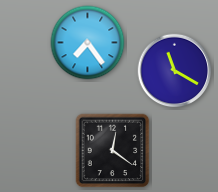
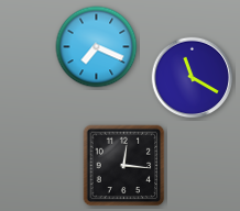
clock at (88, 43): 7:24 -> 7:19
clock at (113, 151): 12:21 -> 12:16
